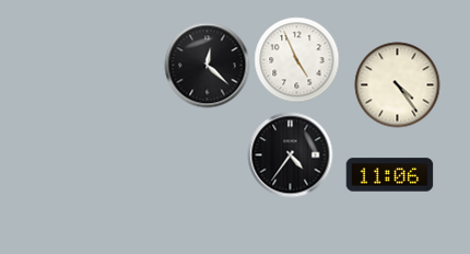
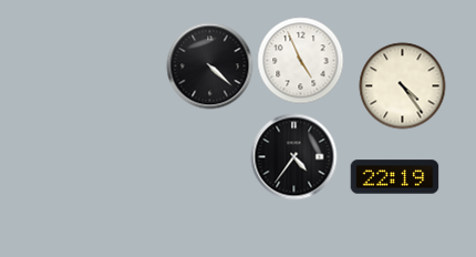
clock at (207, 65): 12:22 -> 4:22
clock at (389, 175): 11:06 -> 22:19
